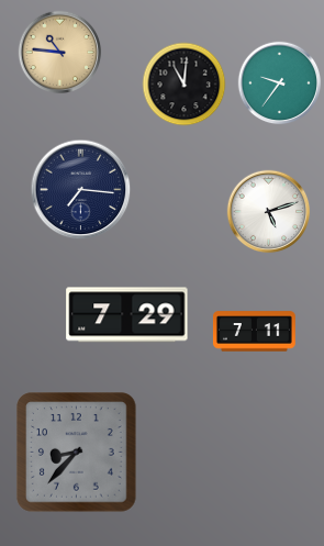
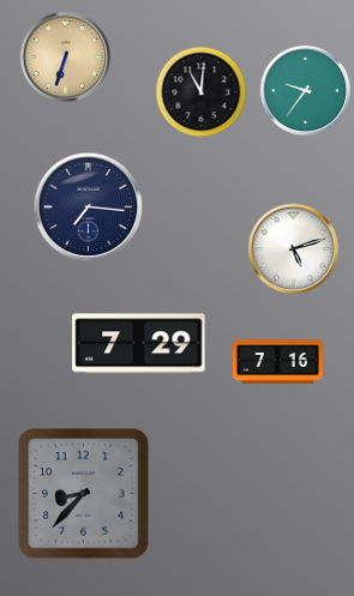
clock at (60, 53): 10:46 -> 6:33
clock at (269, 212) position: (269, 212) -> (294, 249)
clock at (254, 332): 7:11 -> 7:16
